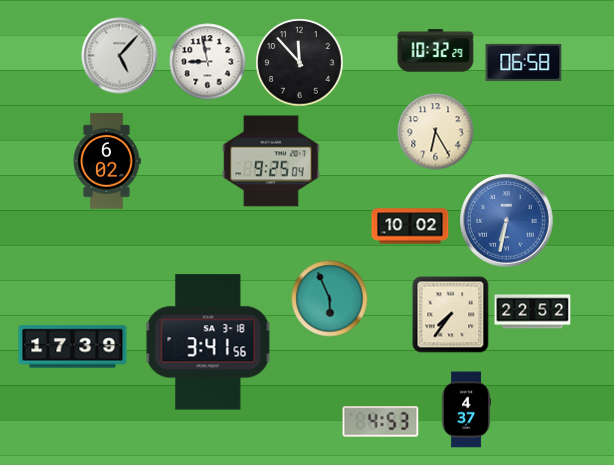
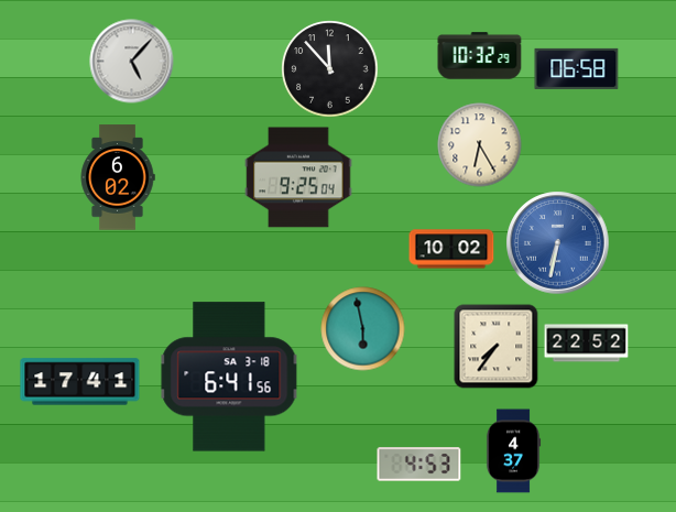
clock at (208, 62): 8:58 -> none
clock at (330, 299): 5:56 -> 5:58
clock at (208, 342): 3:41 -> 6:41
clock at (73, 347): 17:39 -> 17:41
